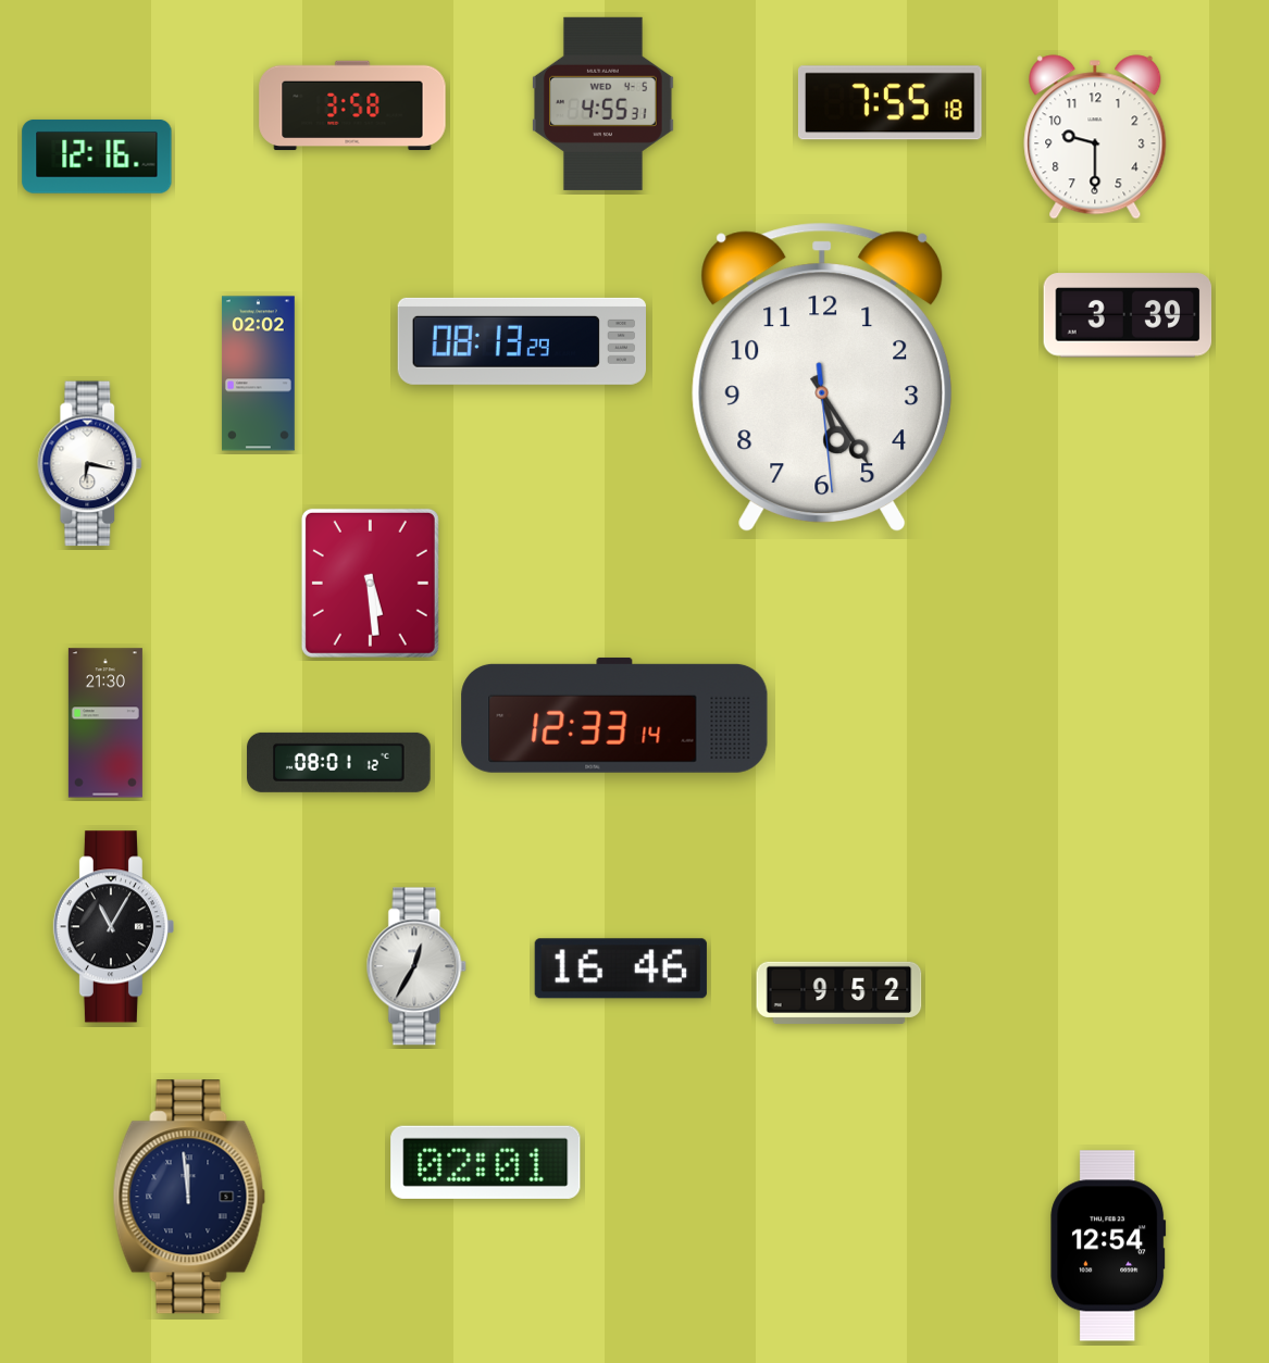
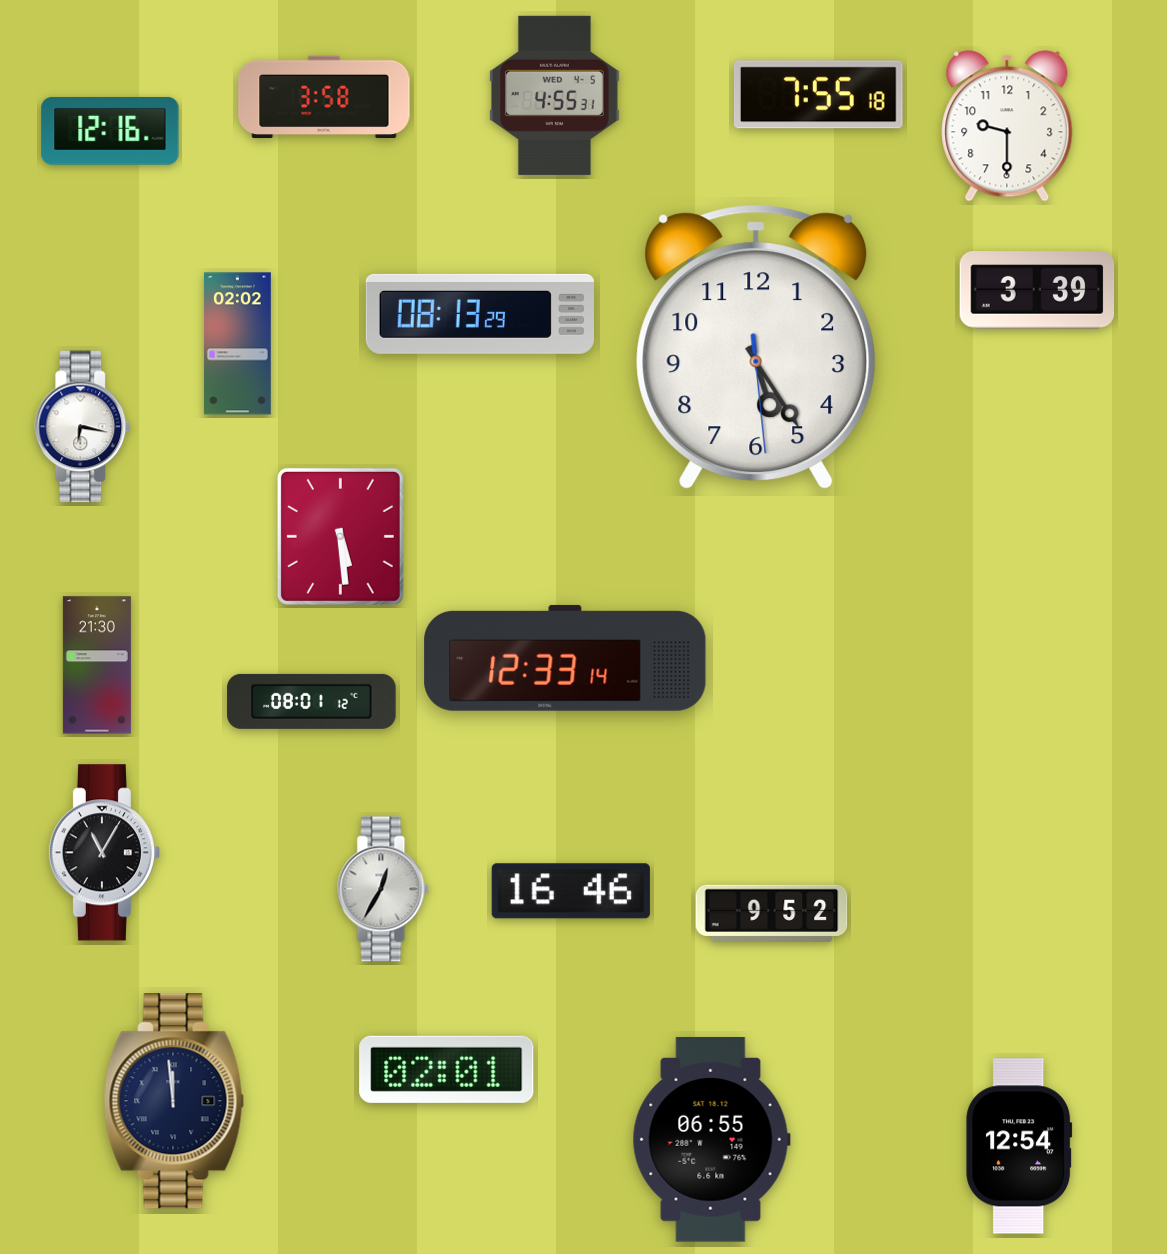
clock at (97, 157) position: (97, 157) -> (110, 131)
clock at (711, 1140): none -> 06:55
